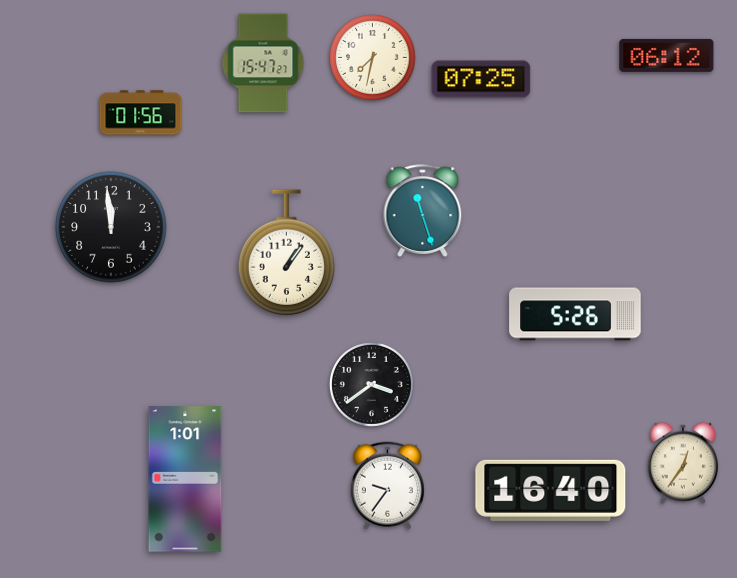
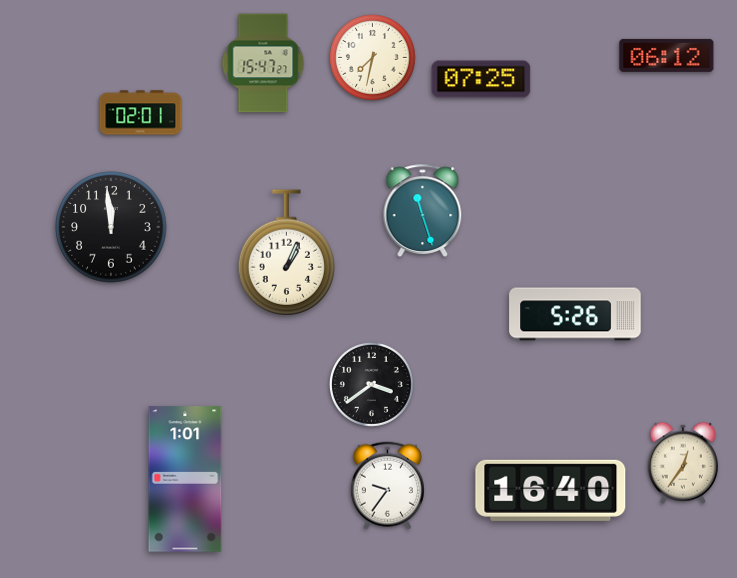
clock at (141, 113): 01:56 -> 02:01
clock at (286, 253): 1:06 -> 1:04
